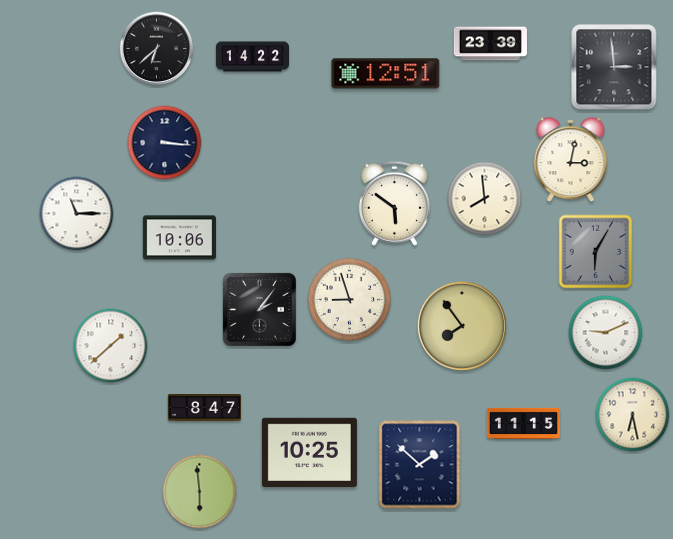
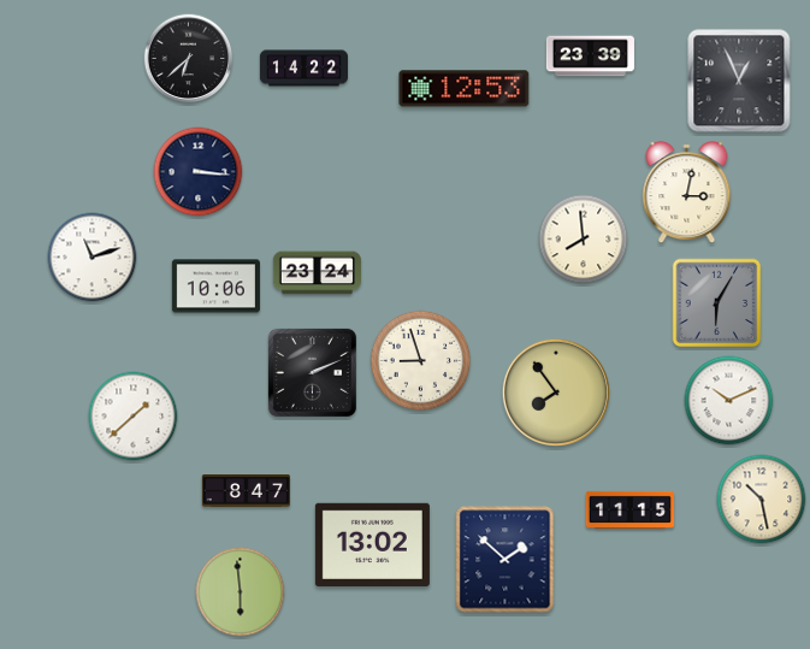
clock at (490, 44) position: (490, 44) -> (590, 57)
clock at (614, 67): 2:59 -> 12:56
clock at (386, 74): 12:51 -> 12:53
clock at (394, 203): 5:51 -> none
clock at (77, 214): 11:15 -> 11:12
clock at (317, 273): none -> 23:24
clock at (259, 309): 2:06 -> 2:11
clock at (606, 333): 9:11 -> 10:11
clock at (633, 415): 6:28 -> 10:28
clock at (309, 452): 10:25 -> 13:02
